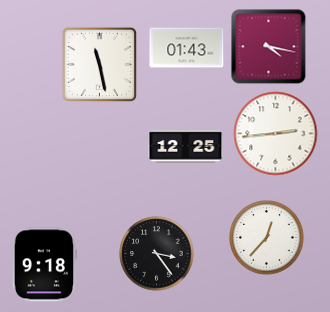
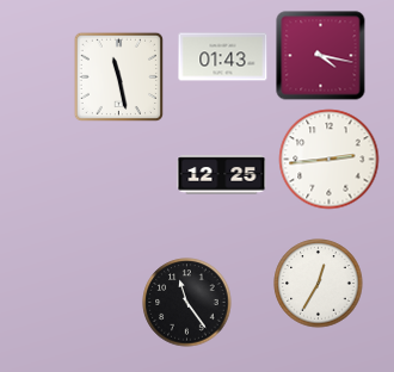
clock at (267, 238): 12:37 -> 12:35
clock at (157, 254): 3:24 -> 11:24
clock at (44, 265): 9:18 -> none
